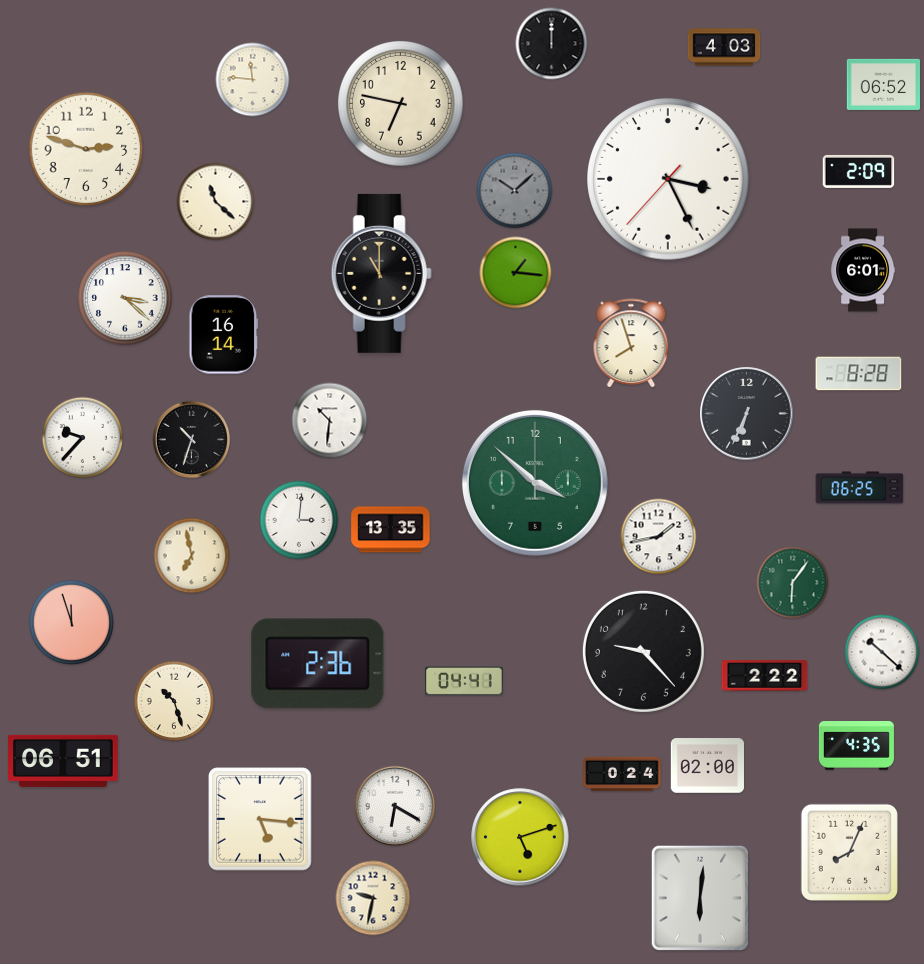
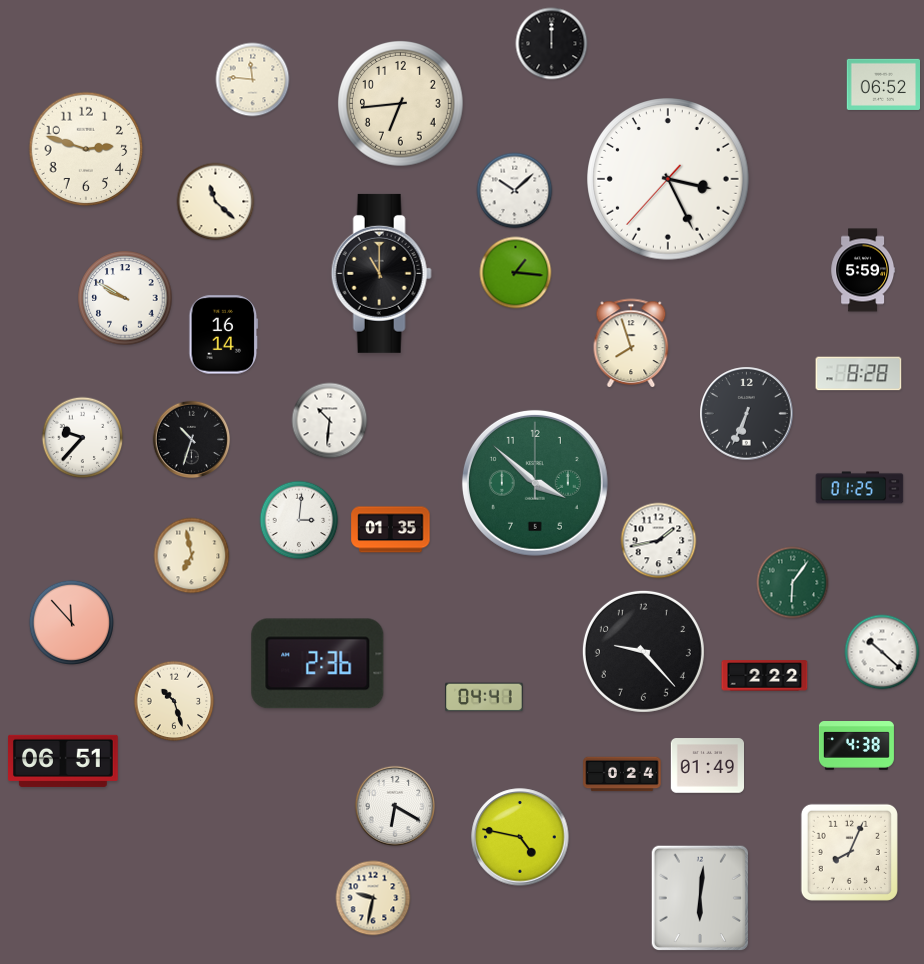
clock at (724, 47): 4:03 -> none
clock at (401, 104): 6:47 -> 6:44
clock at (859, 171): 2:09 -> none
clock at (515, 191) dial: grey -> white
clock at (863, 270): 6:01 -> 5:59
clock at (125, 298): 3:22 -> 9:50
clock at (860, 488): 06:25 -> 01:25
clock at (391, 530): 13:35 -> 01:35
clock at (659, 537) position: (659, 537) -> (659, 541)
clock at (71, 622): 11:57 -> 11:53
clock at (464, 681) position: (464, 681) -> (484, 697)
clock at (856, 746): 4:35 -> 4:38
clock at (707, 766): 02:00 -> 01:49
clock at (260, 819): 5:16 -> none
clock at (520, 837): 5:12 -> 4:47
